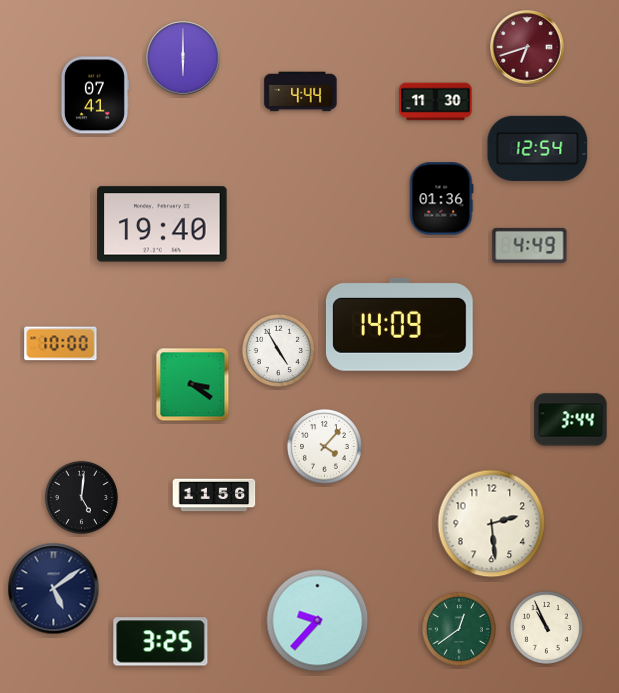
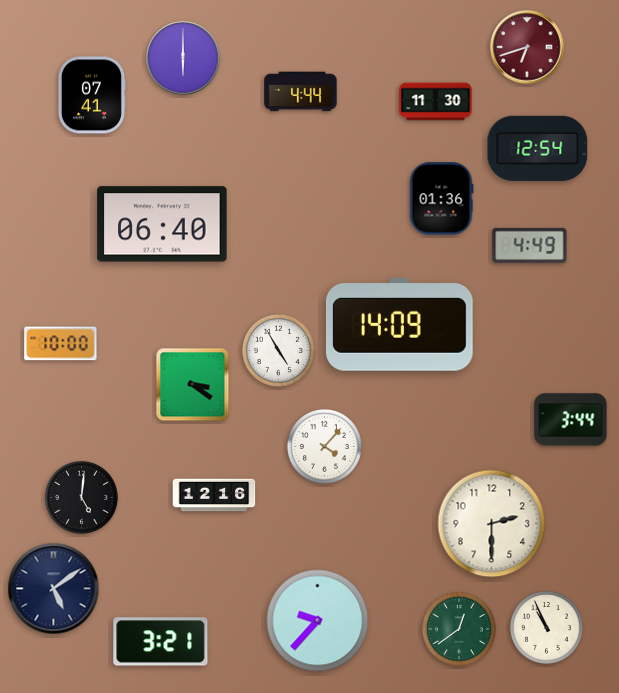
clock at (94, 95) position: (94, 95) -> (91, 95)
clock at (162, 224): 19:40 -> 06:40
clock at (214, 495): 11:56 -> 12:16
clock at (492, 524): 2:29 -> 2:30
clock at (161, 642): 3:25 -> 3:21
